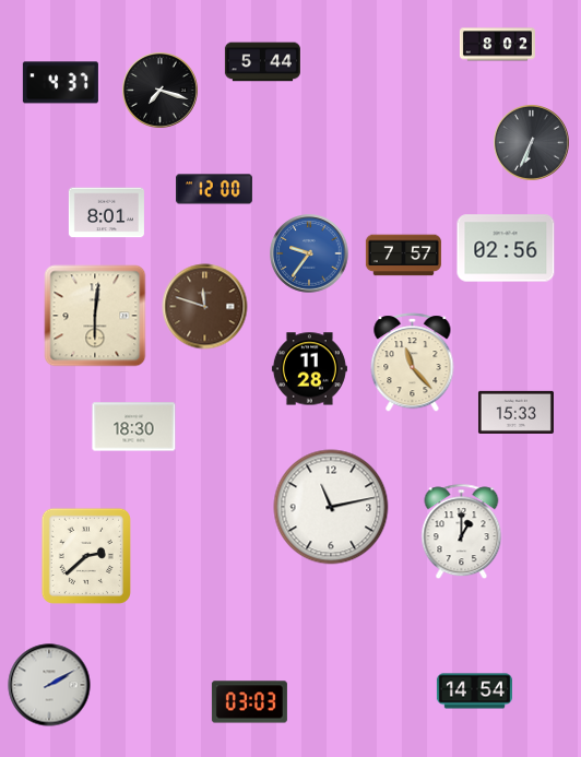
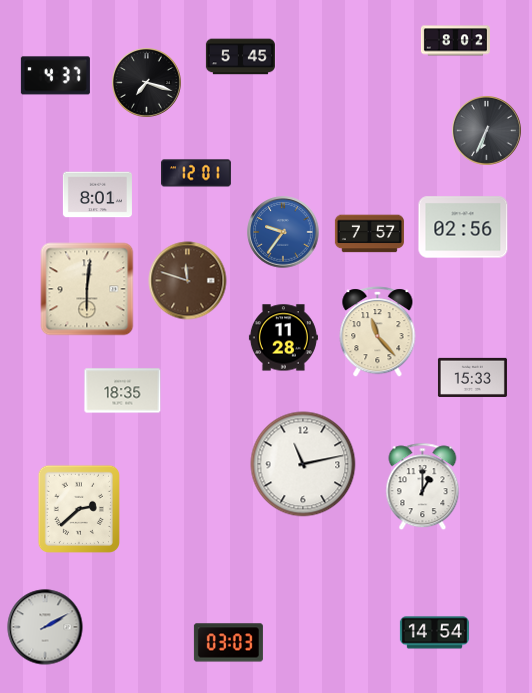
clock at (262, 62): 5:44 -> 5:45
clock at (215, 189): 12:00 -> 12:01
clock at (134, 427): 18:30 -> 18:35
